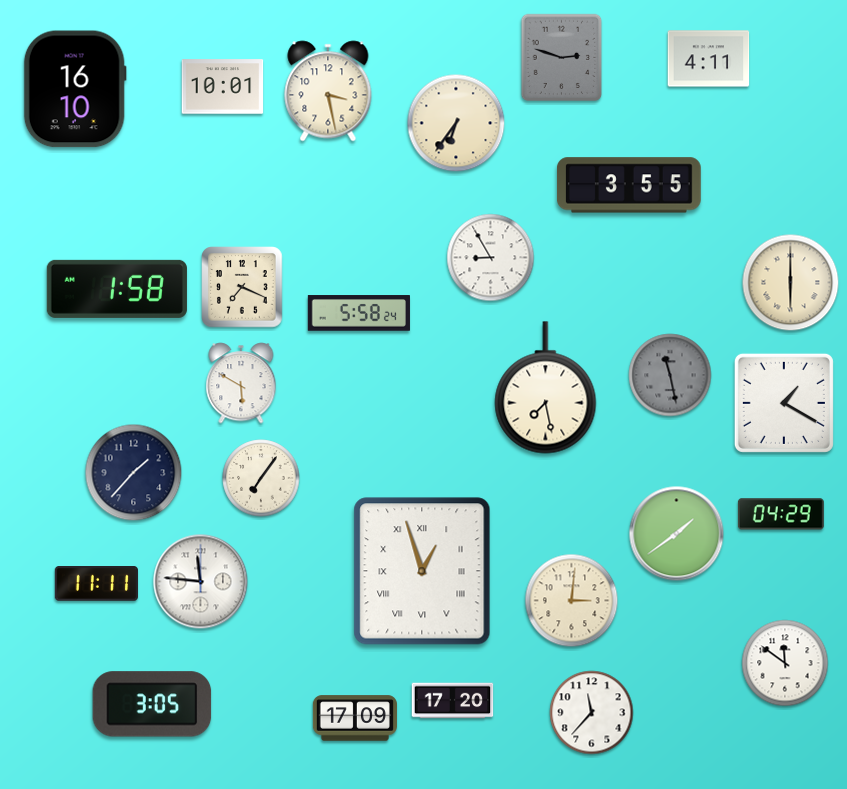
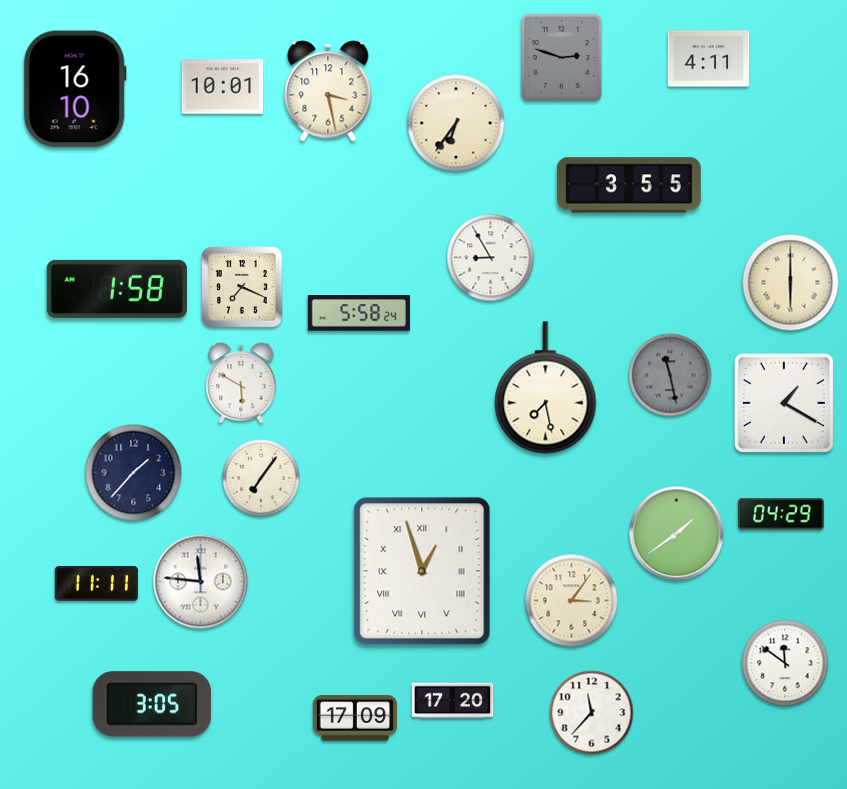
clock at (572, 601): 3:01 -> 3:06
